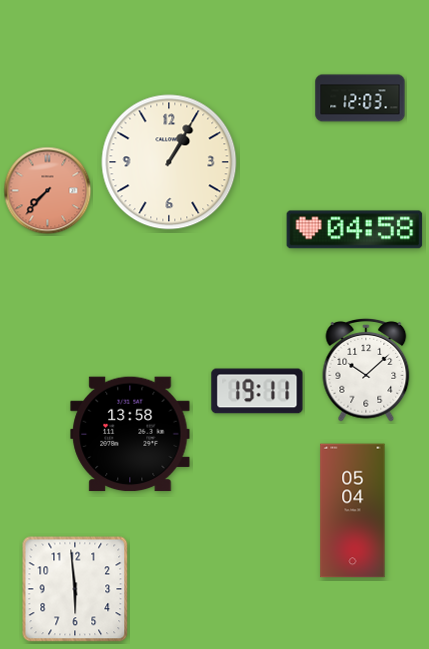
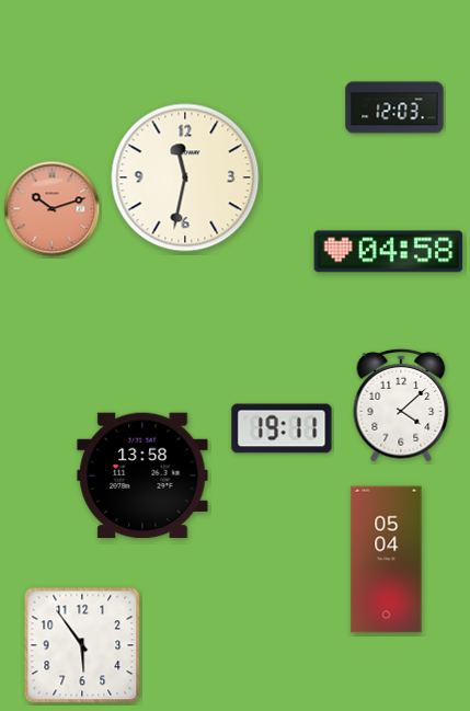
clock at (169, 162): 1:05 -> 11:32
clock at (48, 191): 7:37 -> 10:12
clock at (366, 370): 10:08 -> 4:08
clock at (75, 589): 5:59 -> 5:54
